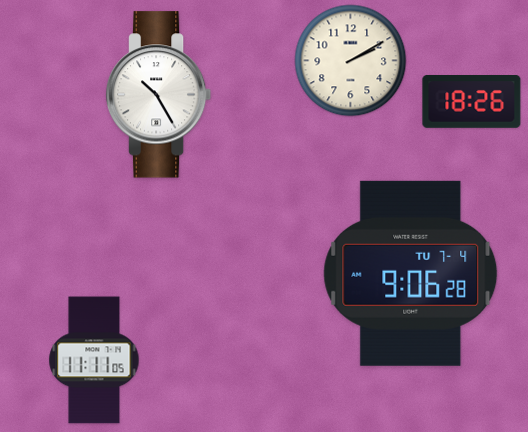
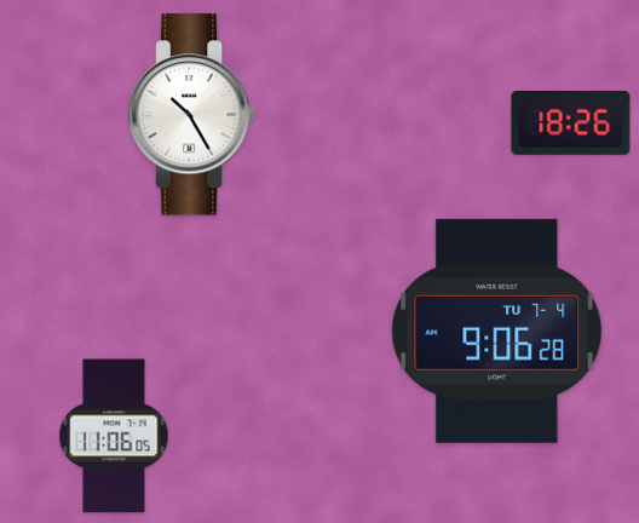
clock at (351, 61): 2:10 -> none
clock at (94, 360): 11:11 -> 11:06
